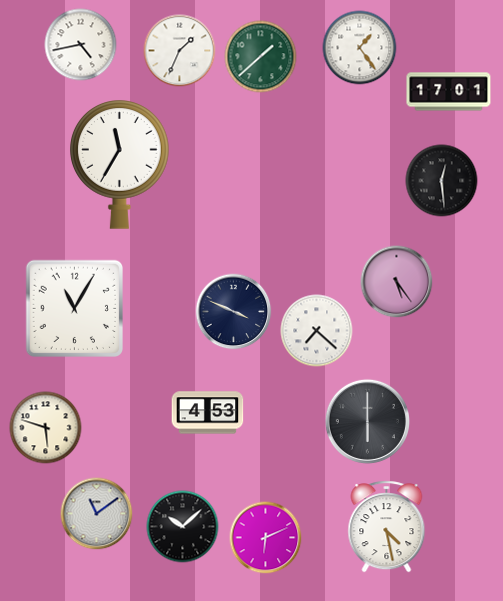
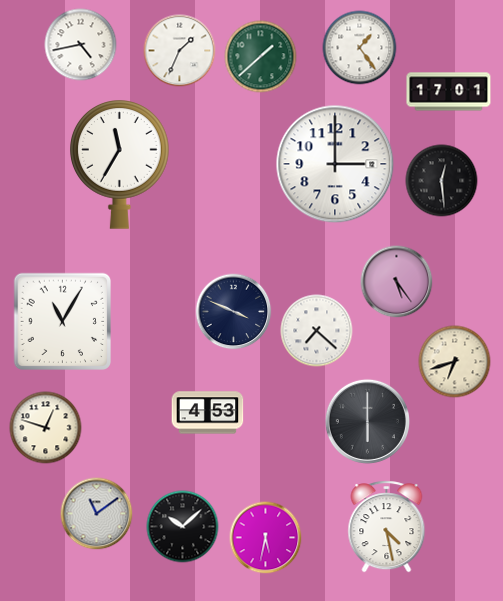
clock at (335, 164): none -> 3:00
clock at (74, 308) position: (74, 308) -> (62, 321)
clock at (455, 362): none -> 6:42
clock at (46, 428): 5:48 -> 12:48
clock at (266, 538): 6:11 -> 5:32
